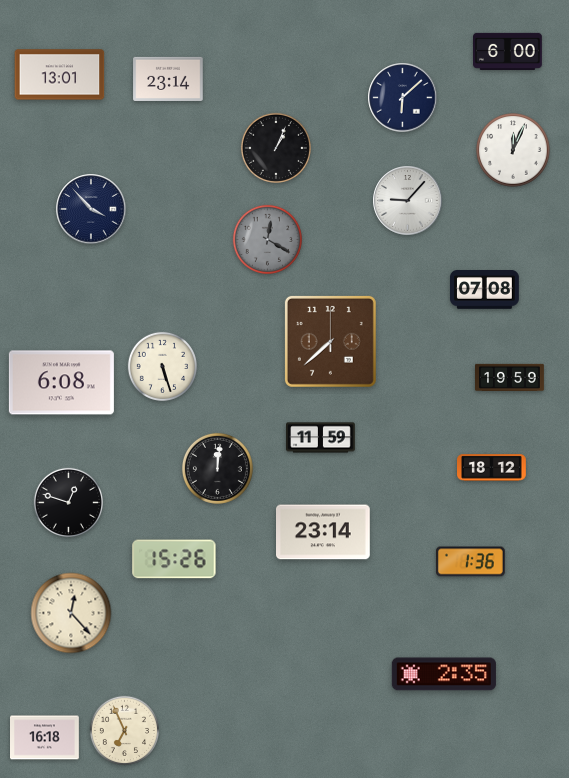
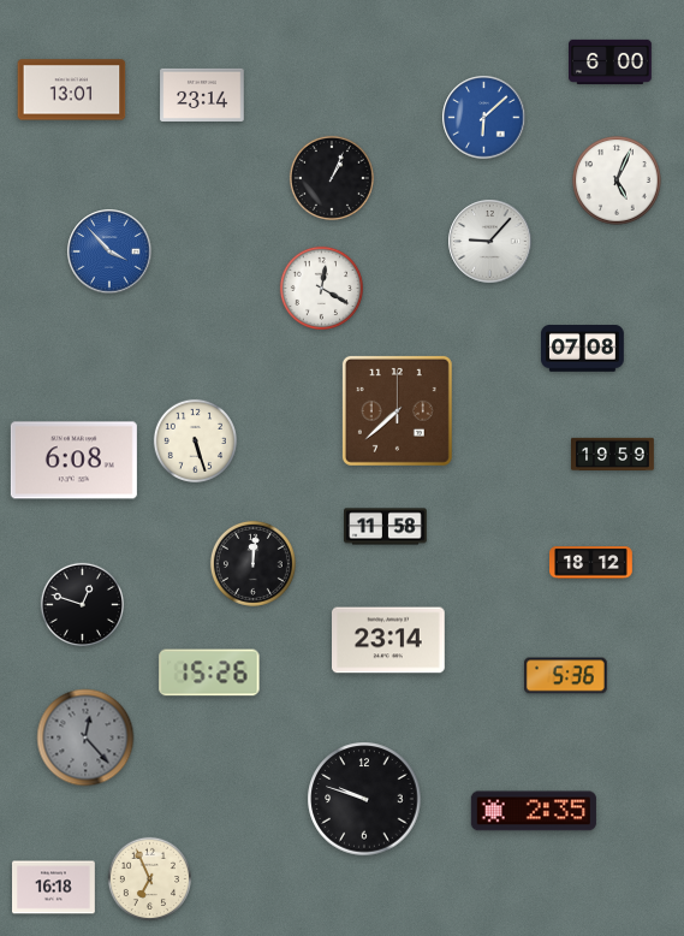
clock at (403, 98) dial: navy -> blue
clock at (513, 150): 12:04 -> 5:04
clock at (91, 209) dial: navy -> blue
clock at (267, 239) dial: grey -> white
clock at (321, 438): 11:59 -> 11:58
clock at (217, 468) position: (217, 468) -> (252, 563)
clock at (470, 562): 1:36 -> 5:36
clock at (71, 613) dial: cream -> grey
clock at (364, 799): none -> 9:48
